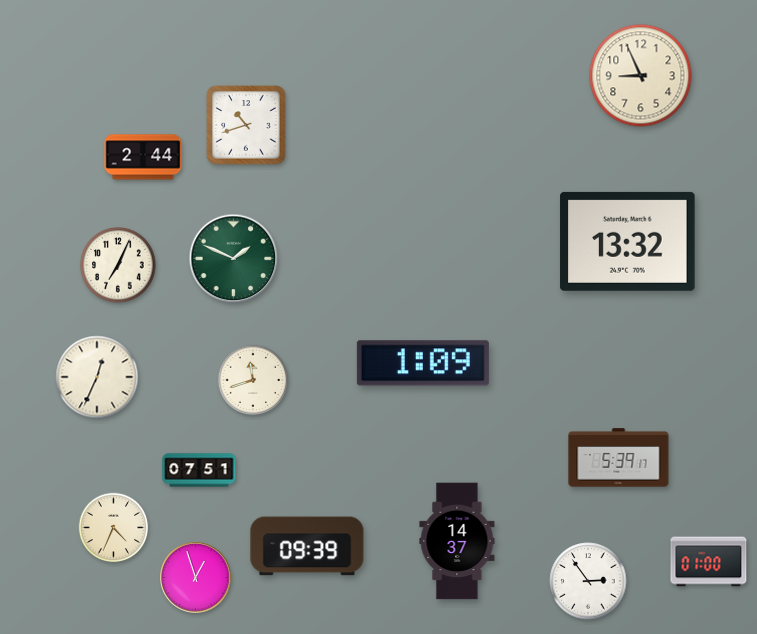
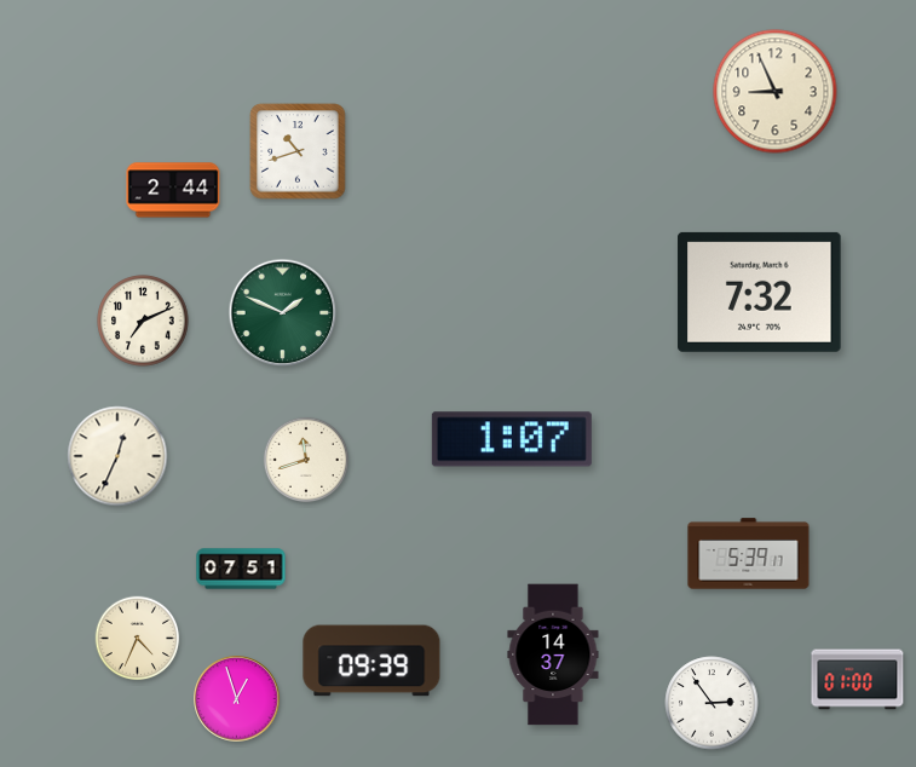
clock at (628, 241): 13:32 -> 7:32
clock at (118, 265): 7:04 -> 7:11
clock at (423, 363): 1:09 -> 1:07
